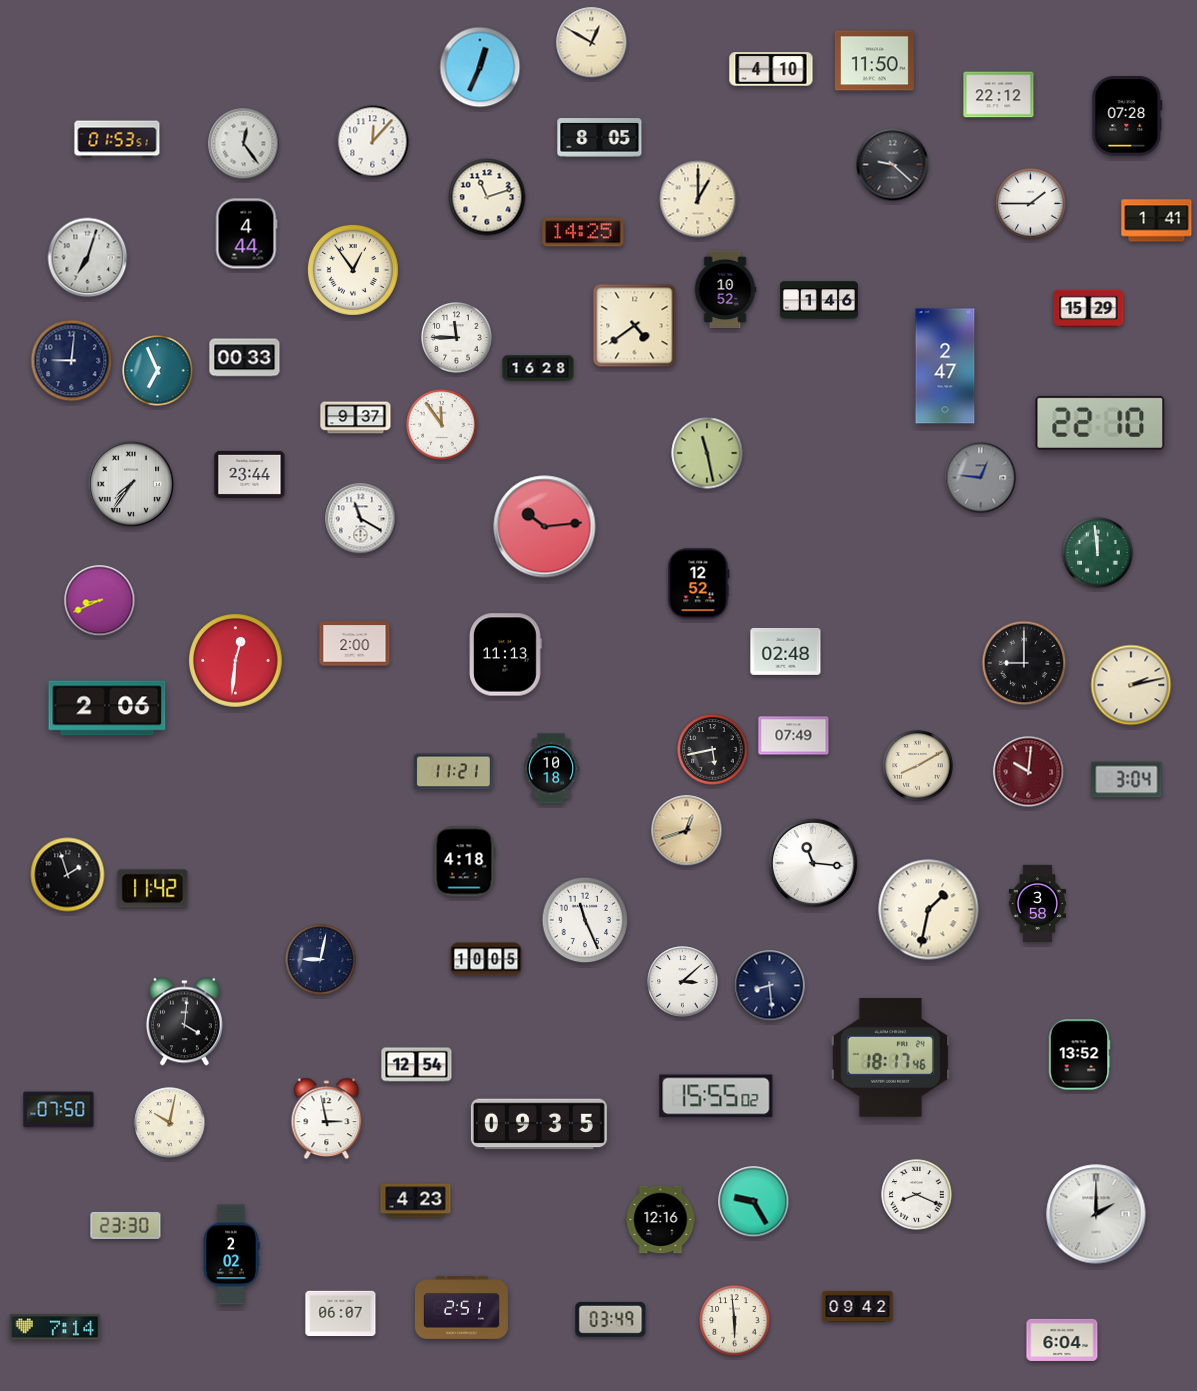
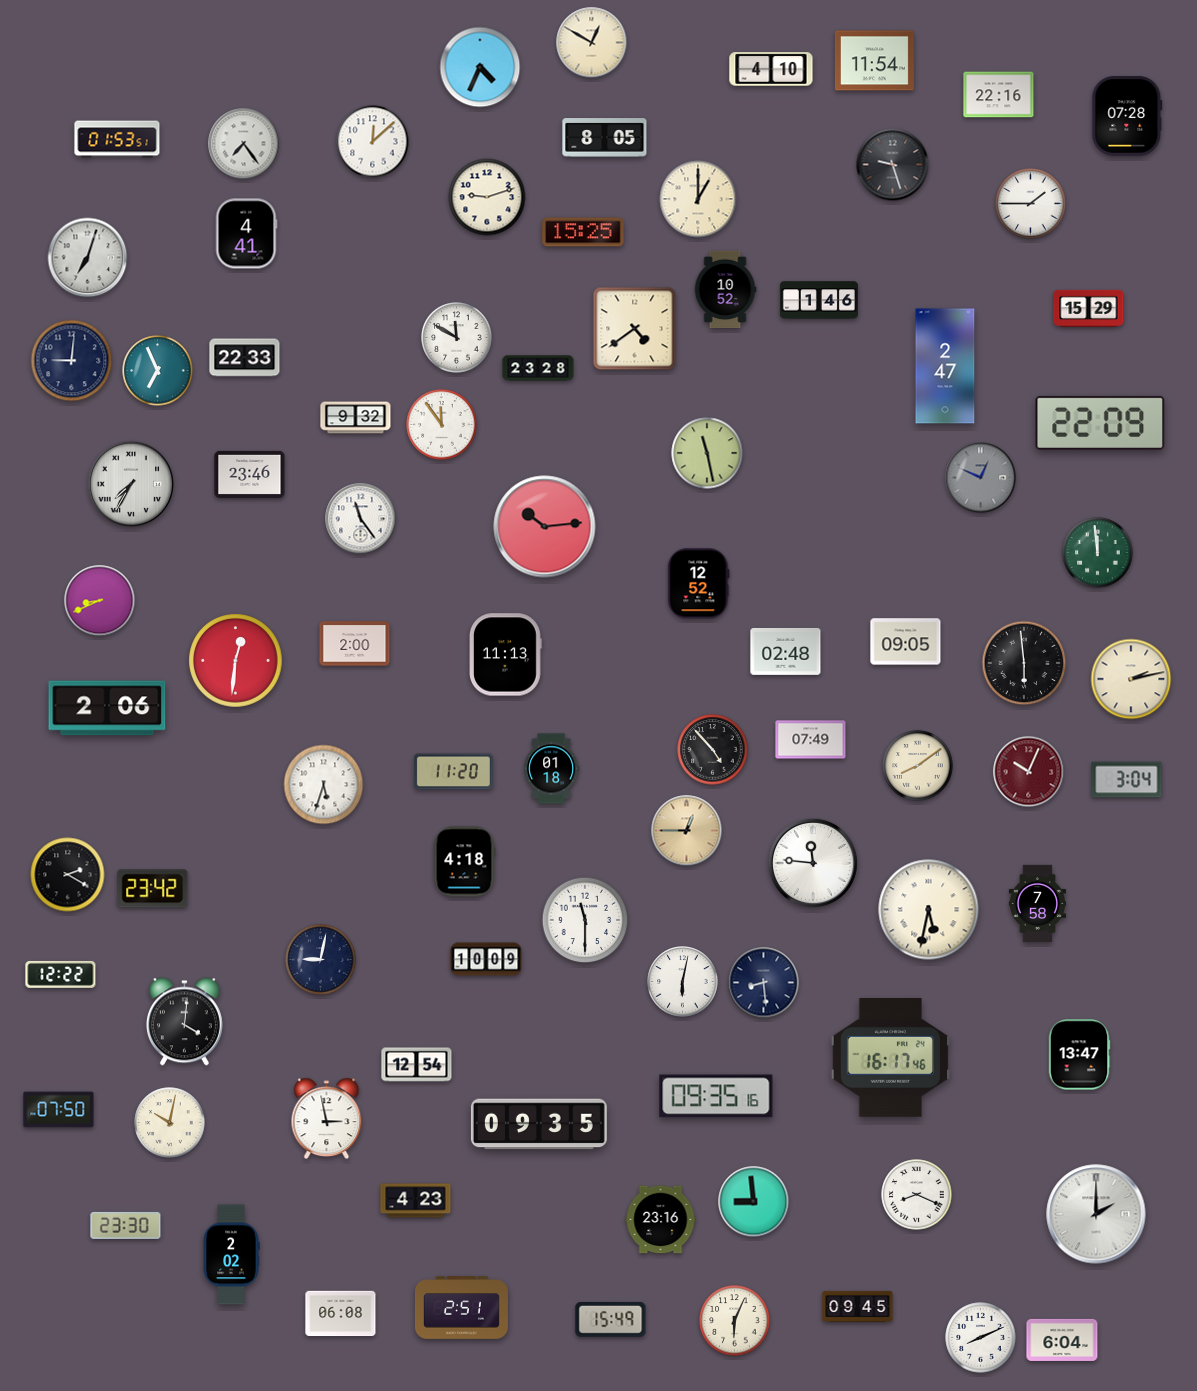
clock at (874, 61): 11:50 -> 11:54
clock at (480, 67): 12:34 -> 4:34
clock at (999, 95): 22:12 -> 22:16
clock at (600, 138) position: (600, 138) -> (605, 138)
clock at (373, 142): 12:07 -> 12:08
clock at (244, 144): 12:24 -> 7:24
clock at (893, 165): 9:22 -> 9:27
clock at (487, 197): 11:12 -> 9:12
clock at (1157, 221): 1:41 -> none
clock at (583, 232): 14:25 -> 15:25
clock at (246, 234): 4:44 -> 4:41
clock at (353, 270): 12:54 -> none
clock at (635, 326) position: (635, 326) -> (635, 329)
clock at (457, 338): 11:45 -> 11:50
clock at (245, 358): 00:33 -> 22:33
clock at (538, 368): 16:28 -> 23:28
clock at (356, 418): 9:37 -> 9:32
clock at (1100, 423): 22:10 -> 22:09
clock at (250, 474): 23:44 -> 23:46
clock at (981, 478): 12:46 -> 12:49
clock at (131, 484): 7:36 -> 7:35
clock at (361, 519): 11:20 -> 11:24
clock at (906, 642): none -> 09:05
clock at (1024, 663): 9:00 -> 5:59
clock at (1131, 685) position: (1131, 685) -> (1131, 679)
clock at (794, 736) position: (794, 736) -> (811, 740)
clock at (713, 750): 5:43 -> 4:53
clock at (918, 766): 8:10 -> 8:09
clock at (552, 769): 10:18 -> 01:18
clock at (453, 772): 11:21 -> 11:20
clock at (1029, 772): 10:01 -> 10:04
clock at (324, 785): none -> 5:33
clock at (687, 831): 12:42 -> 12:45
clock at (813, 863): 11:16 -> 11:46
clock at (68, 875): 1:57 -> 2:20
clock at (153, 889): 11:42 -> 23:42
clock at (1038, 904): 3:58 -> 7:58
clock at (929, 910): 1:32 -> 5:32
clock at (585, 920): 11:26 -> 11:30
clock at (486, 959): 10:05 -> 10:09
clock at (61, 974): none -> 12:22
clock at (683, 982): 3:08 -> 6:02
clock at (770, 986) position: (770, 986) -> (764, 983)
clock at (1079, 1055): 13:52 -> 13:47
clock at (890, 1058): 18:17 -> 16:17
clock at (716, 1096): 15:55 -> 09:35
clock at (754, 1202): 9:25 -> 8:59
clock at (661, 1220): 12:16 -> 23:16
clock at (858, 1306): 09:42 -> 09:45
clock at (341, 1314): 06:07 -> 06:08
clock at (611, 1319): 03:49 -> 15:49
clock at (735, 1321): 5:59 -> 6:04
clock at (55, 1327): 7:14 -> none
clock at (981, 1338): none -> 8:11
